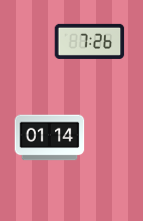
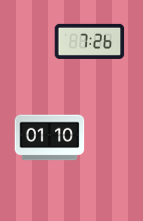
clock at (50, 138): 01:14 -> 01:10
